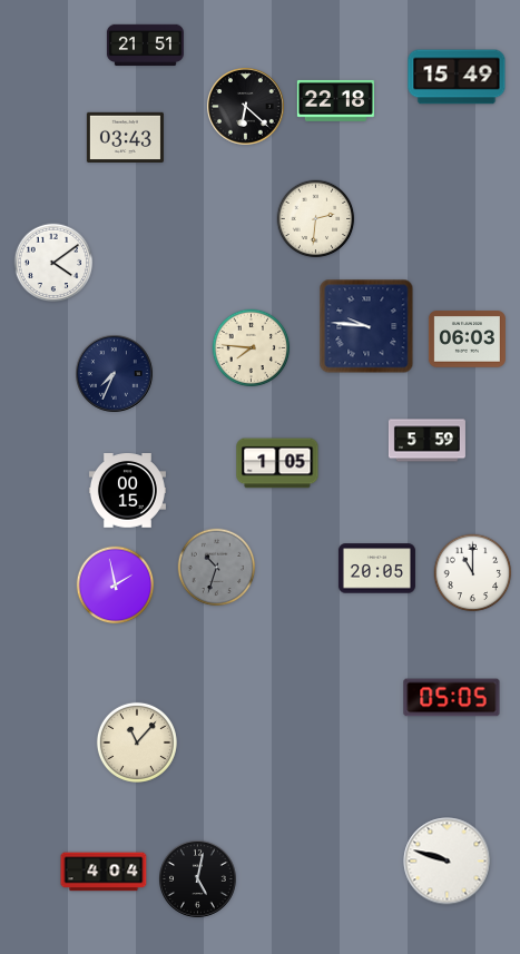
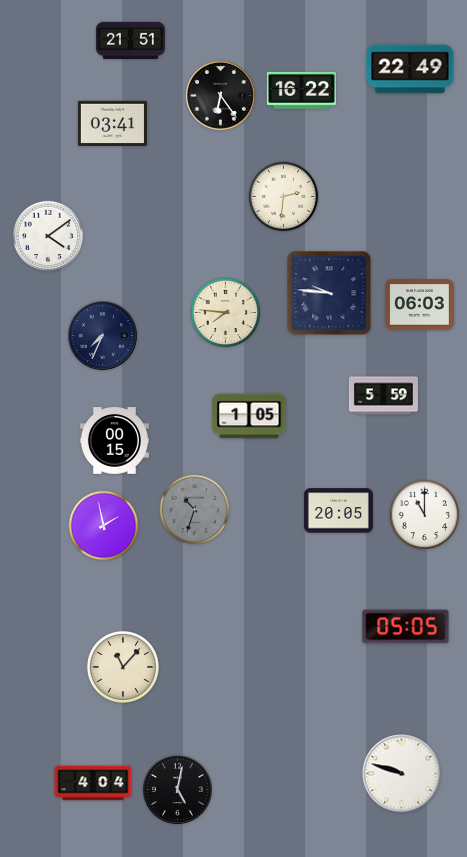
clock at (457, 77): 15:49 -> 22:49
clock at (335, 100): 22:18 -> 16:22
clock at (246, 107): 6:22 -> 6:24
clock at (125, 137): 03:43 -> 03:41
